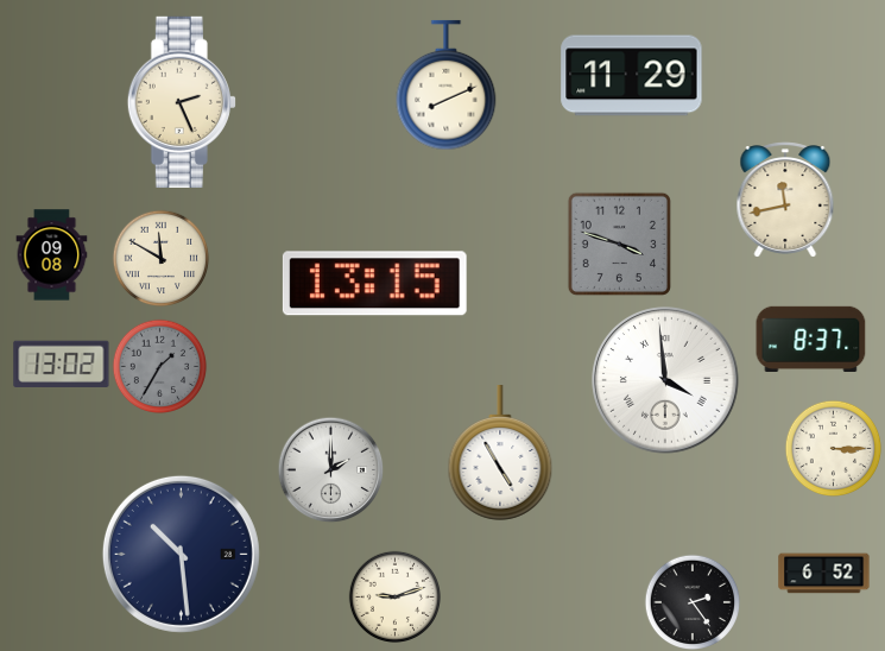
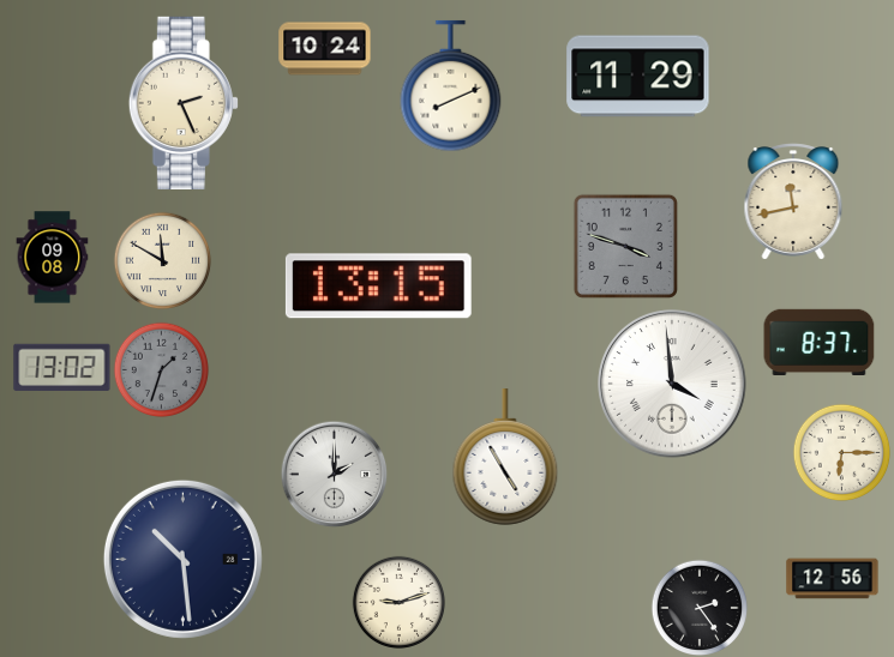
clock at (325, 49): none -> 10:24
clock at (159, 366): 1:35 -> 1:33
clock at (833, 448): 3:15 -> 6:15
clock at (824, 574): 6:52 -> 12:56
